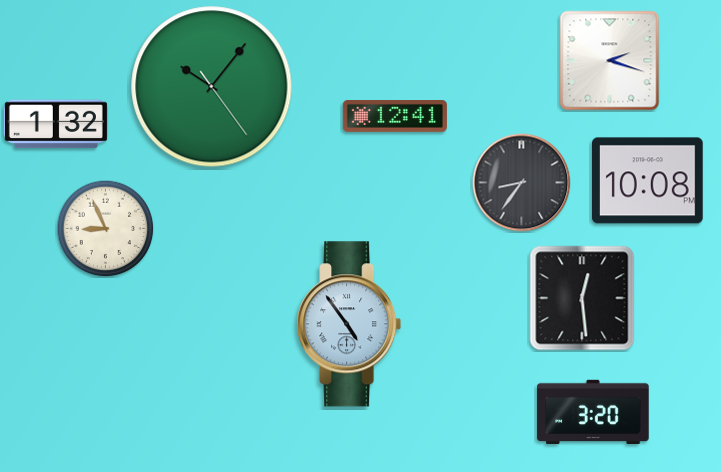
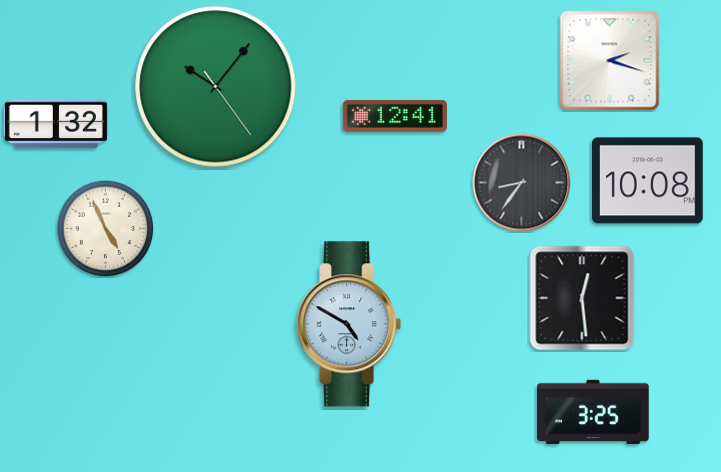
clock at (212, 87) position: (212, 87) -> (216, 87)
clock at (105, 228): 8:56 -> 4:56
clock at (349, 324): 4:54 -> 4:50
clock at (593, 411): 3:20 -> 3:25
